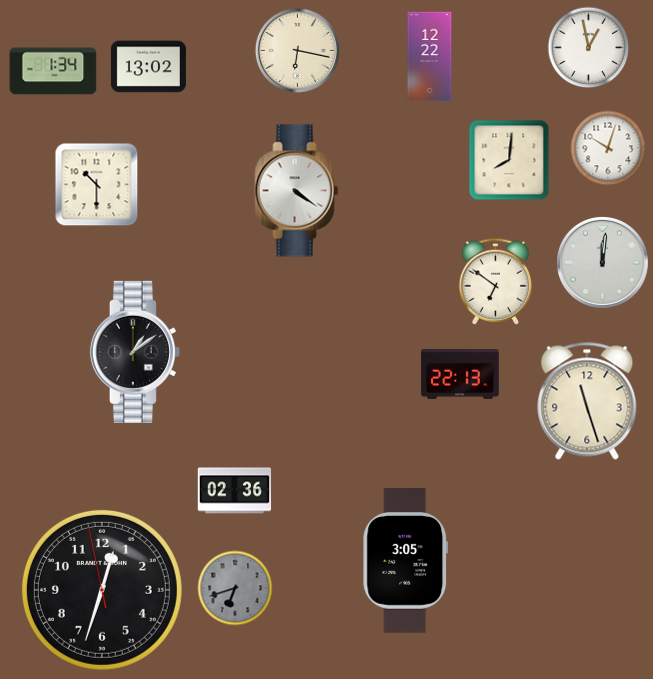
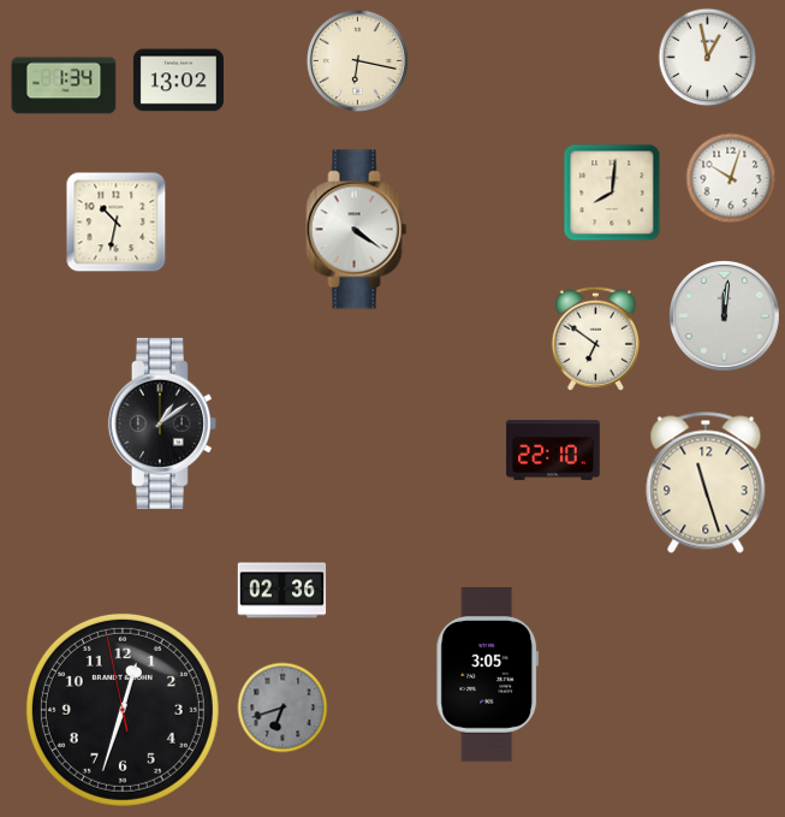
clock at (430, 57): 12:22 -> none
clock at (97, 185): 10:30 -> 10:32
clock at (460, 374): 22:13 -> 22:10
